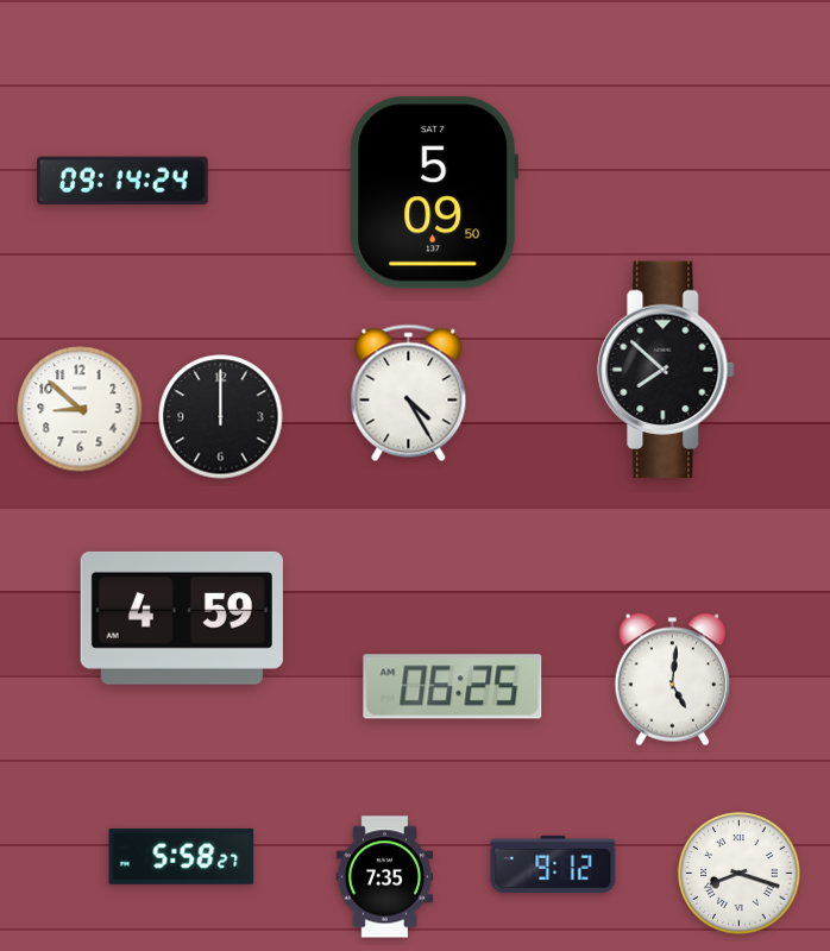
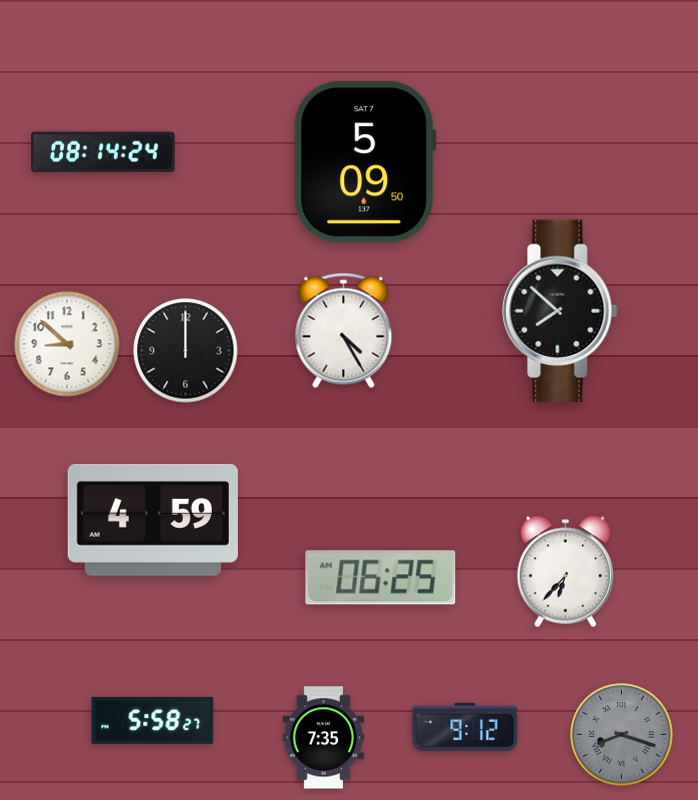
clock at (124, 181): 09:14 -> 08:14
clock at (672, 680): 5:01 -> 6:37
clock at (740, 874) dial: white -> grey
